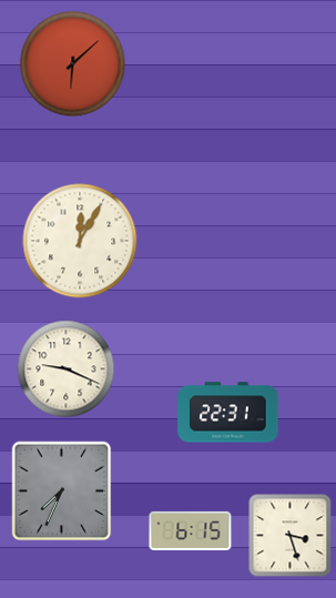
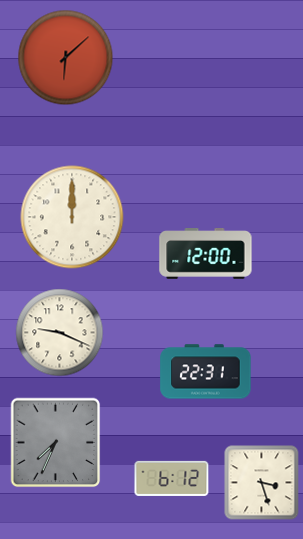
clock at (80, 241): 12:05 -> 12:00
clock at (206, 254): none -> 12:00
clock at (191, 530): 6:15 -> 6:12
